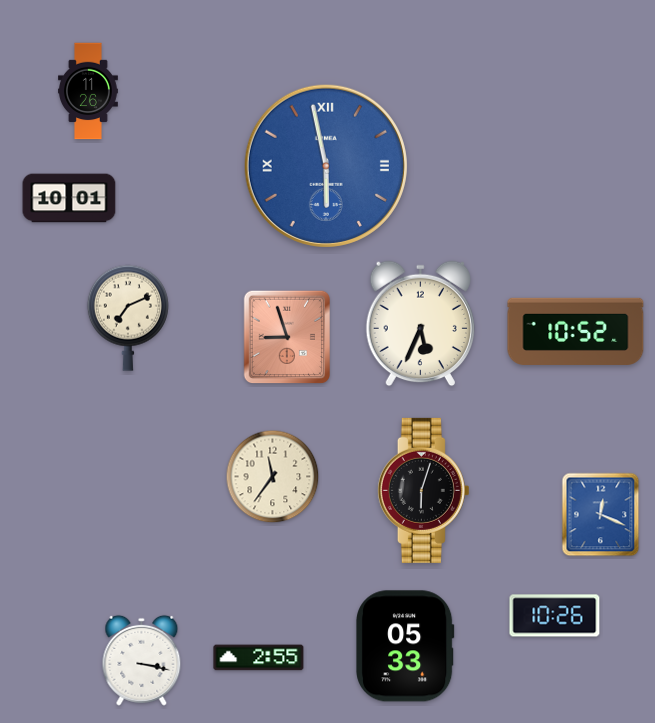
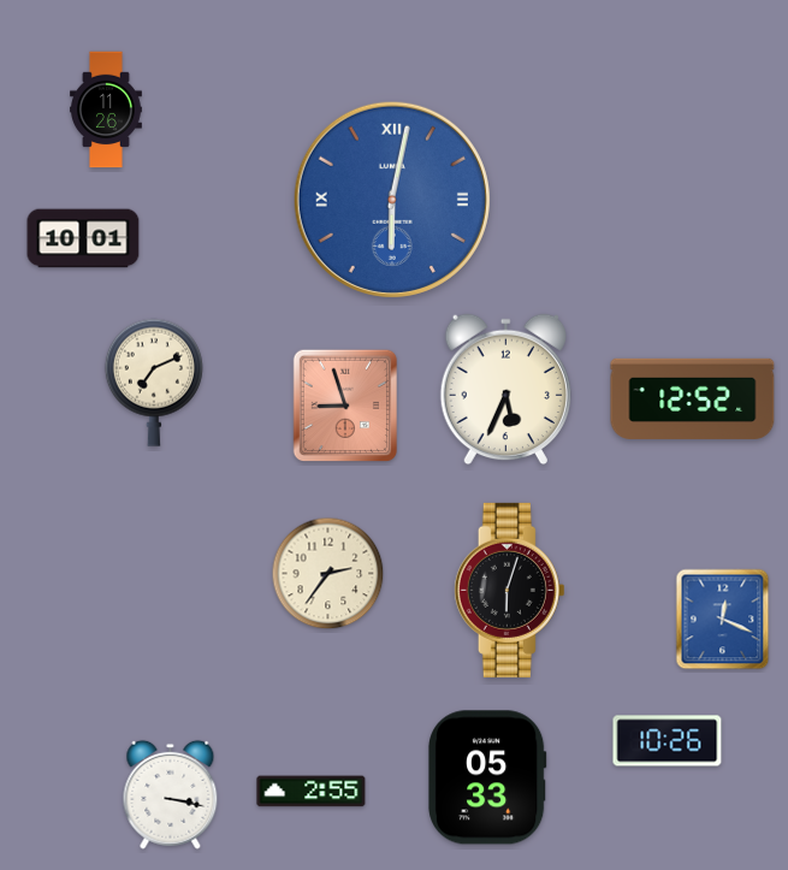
clock at (326, 166): 5:58 -> 6:02
clock at (576, 331): 10:52 -> 12:52
clock at (273, 477): 11:36 -> 2:36
